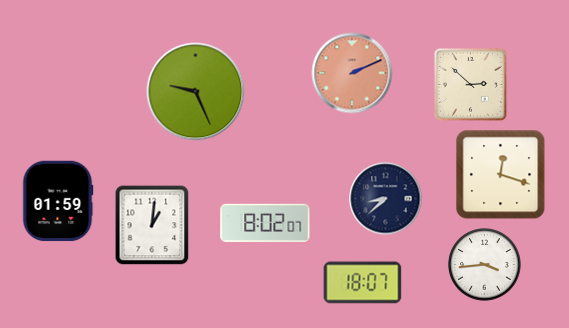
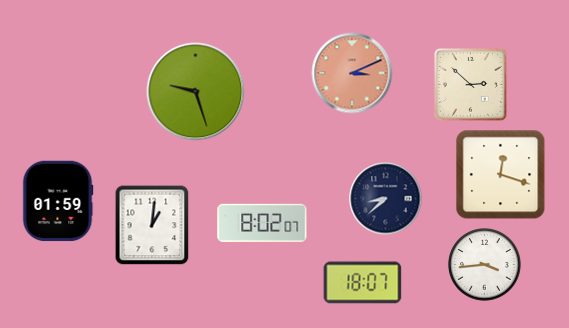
clock at (352, 73): 2:11 -> 3:11
clock at (196, 92): 9:26 -> 9:27
clock at (265, 223) position: (265, 223) -> (262, 223)
